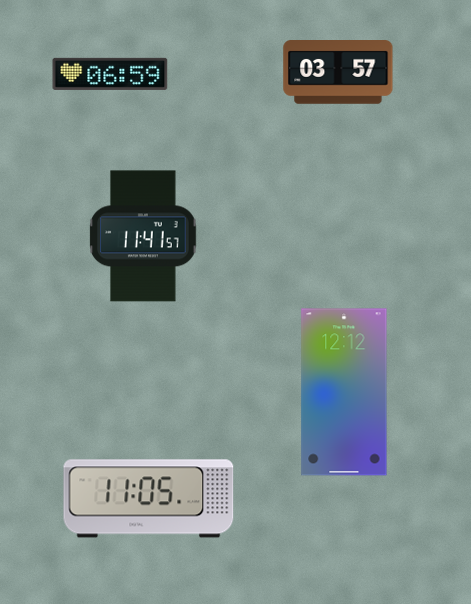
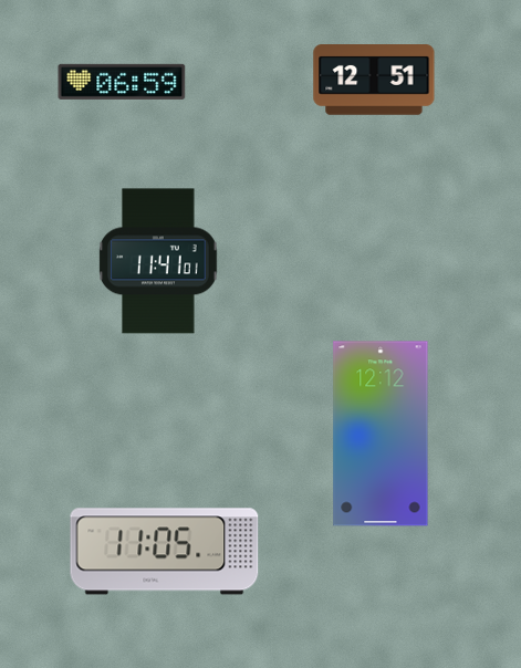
clock at (338, 73): 03:57 -> 12:51
clock at (143, 236): 11:41:57 -> 11:41:01
